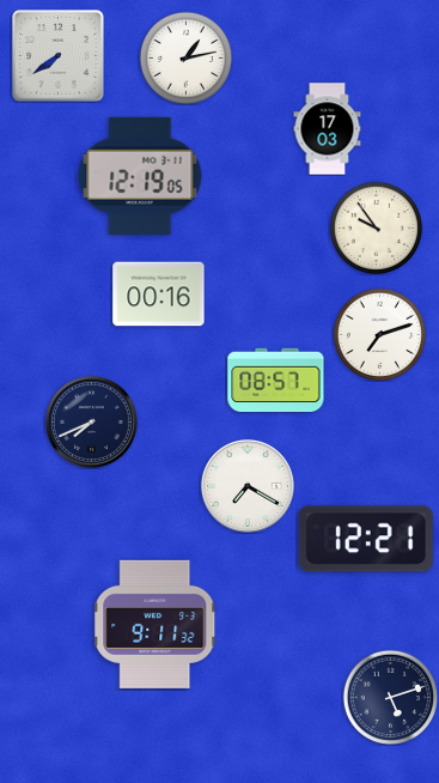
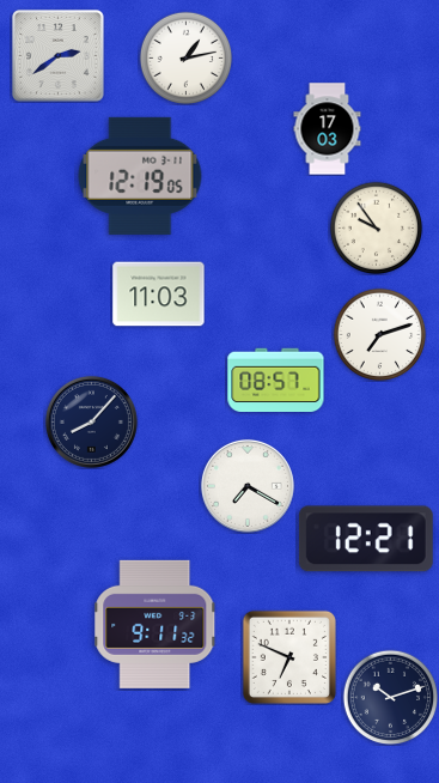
clock at (59, 56): 7:39 -> 2:39
clock at (159, 295): 00:16 -> 11:03
clock at (91, 421): 7:41 -> 8:07
clock at (289, 657): none -> 6:49
clock at (390, 697): 5:12 -> 10:12
